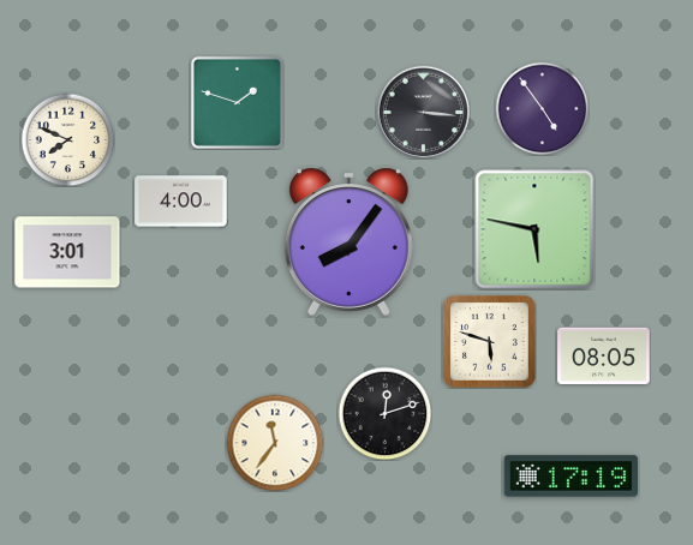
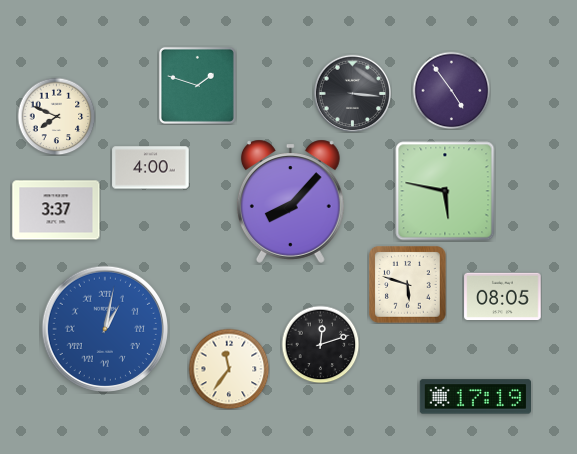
clock at (348, 241): 8:06 -> 8:07
clock at (67, 252): 3:01 -> 3:37
clock at (105, 329): none -> 1:02
